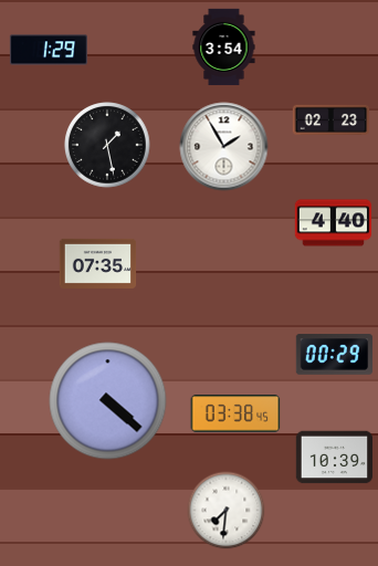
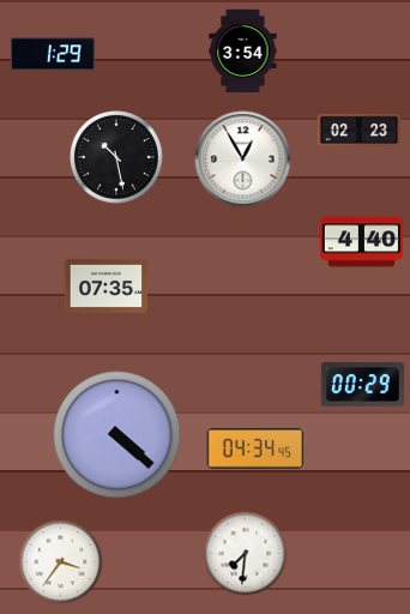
clock at (107, 145): 1:28 -> 10:28
clock at (224, 147): 1:55 -> 12:55
clock at (235, 413): 03:38 -> 04:34
clock at (335, 458): 10:39 -> none
clock at (61, 562): none -> 3:36
